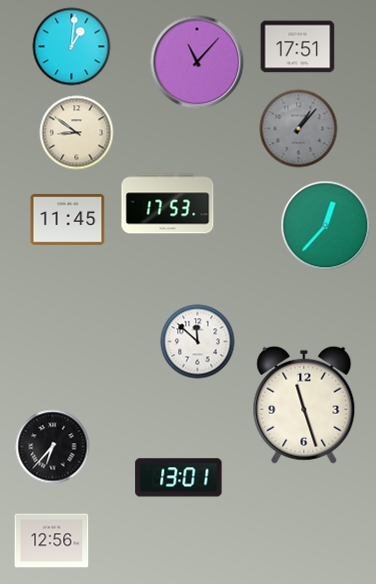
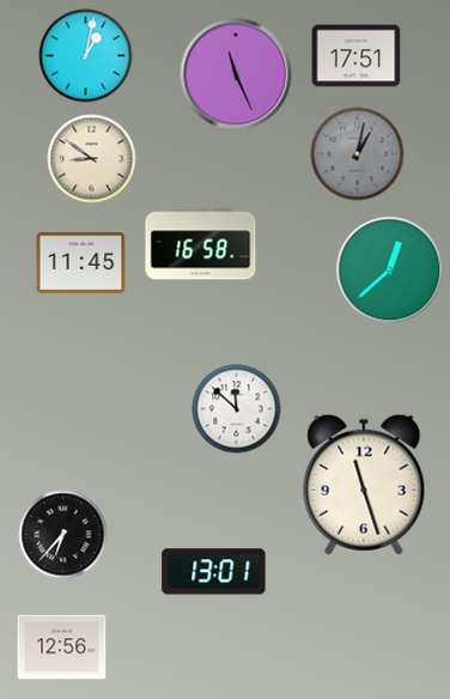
clock at (72, 47): 1:01 -> 1:02
clock at (197, 62): 11:07 -> 11:26
clock at (299, 129): 1:07 -> 1:02
clock at (168, 204): 17:53 -> 16:58
clock at (326, 226): 12:37 -> 12:38
